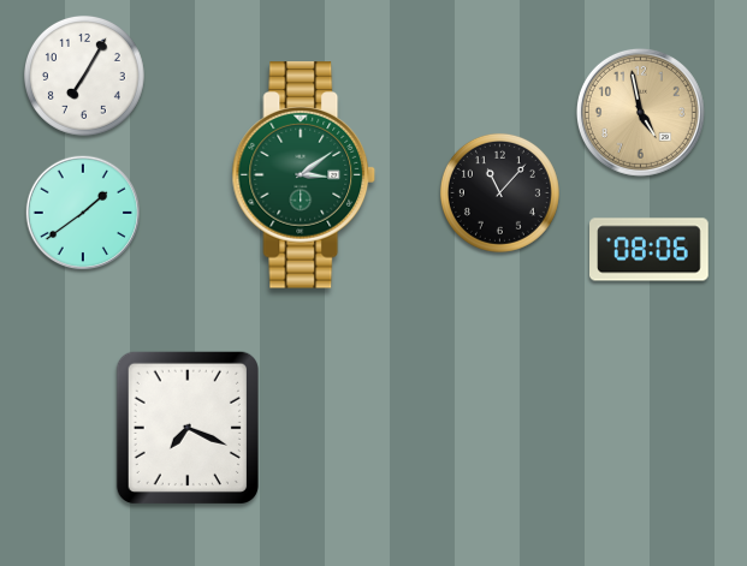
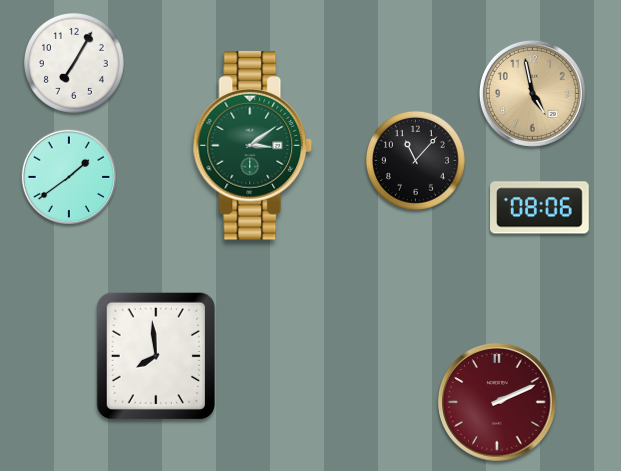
clock at (84, 76) position: (84, 76) -> (74, 63)
clock at (188, 428): 7:19 -> 7:59
clock at (497, 402): none -> 2:11
